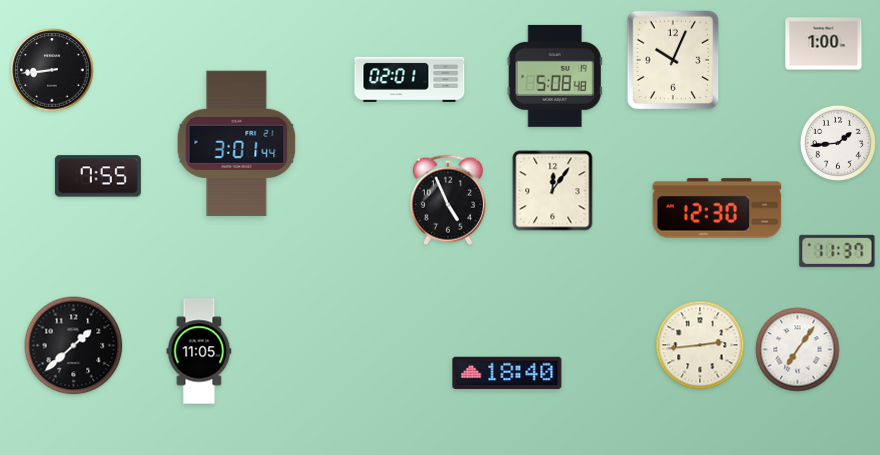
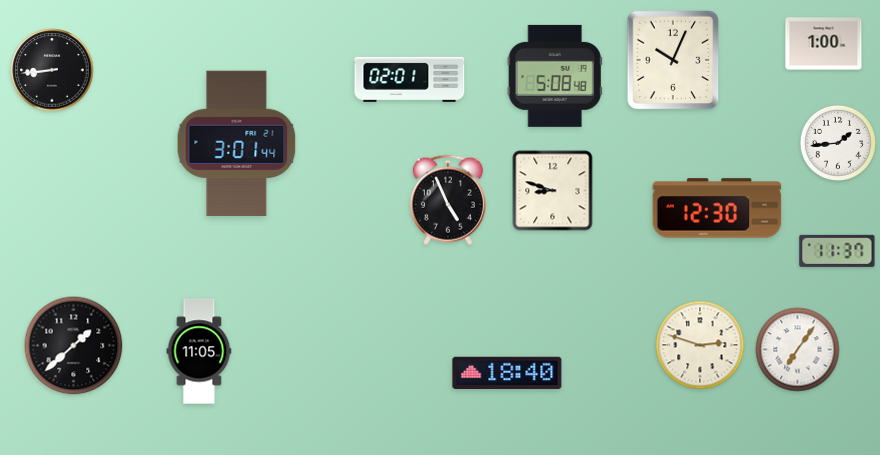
clock at (98, 176): 7:55 -> none
clock at (553, 191): 12:06 -> 8:48
clock at (700, 345): 2:44 -> 2:48
